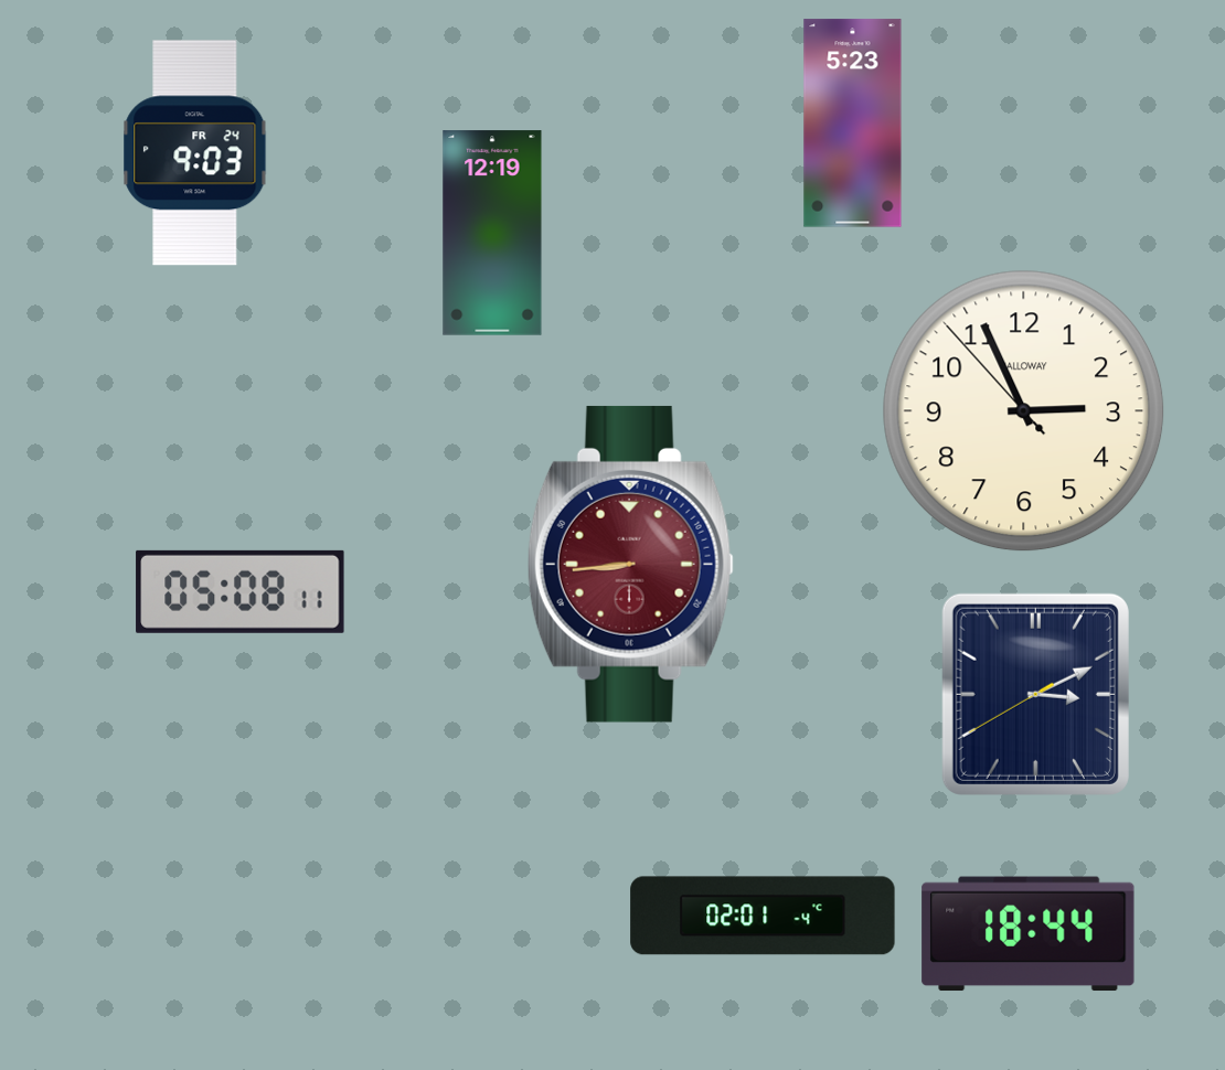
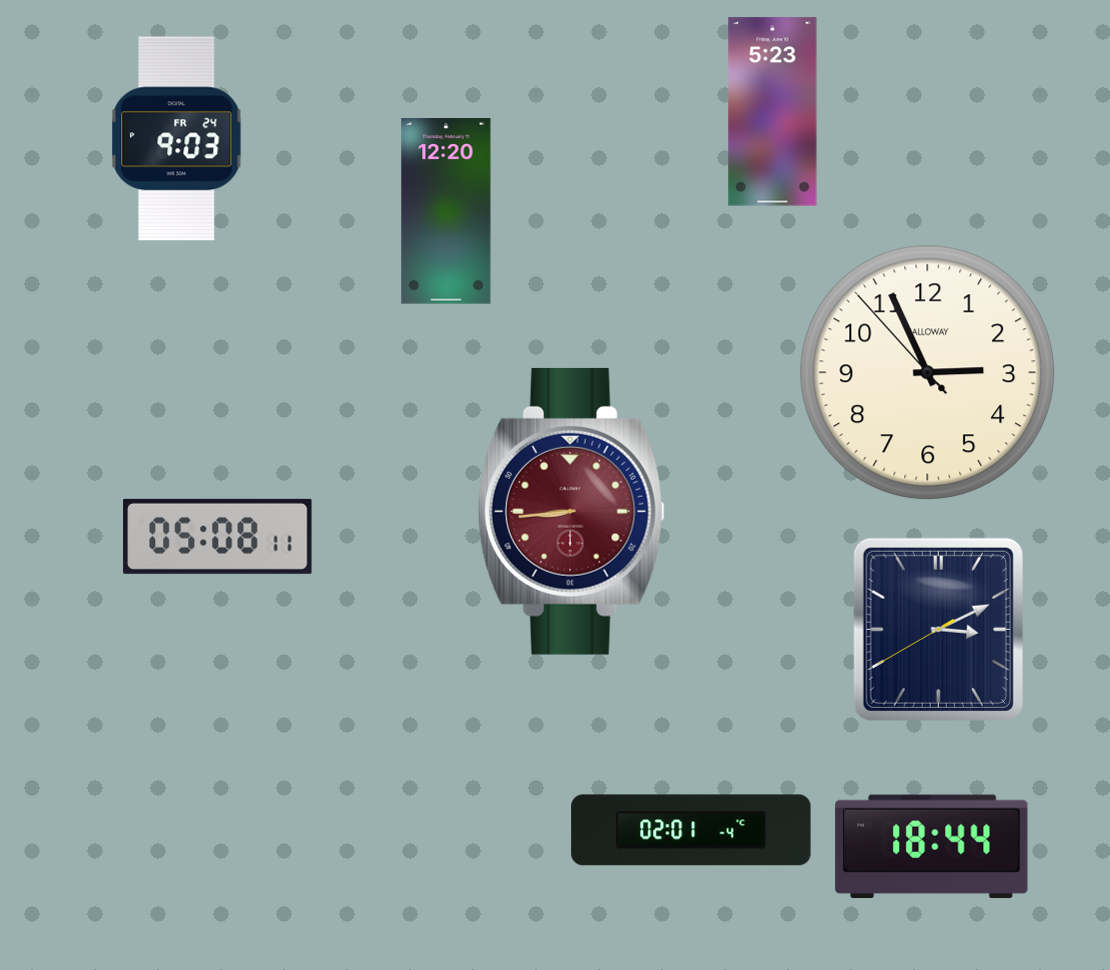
clock at (492, 233): 12:19 -> 12:20
